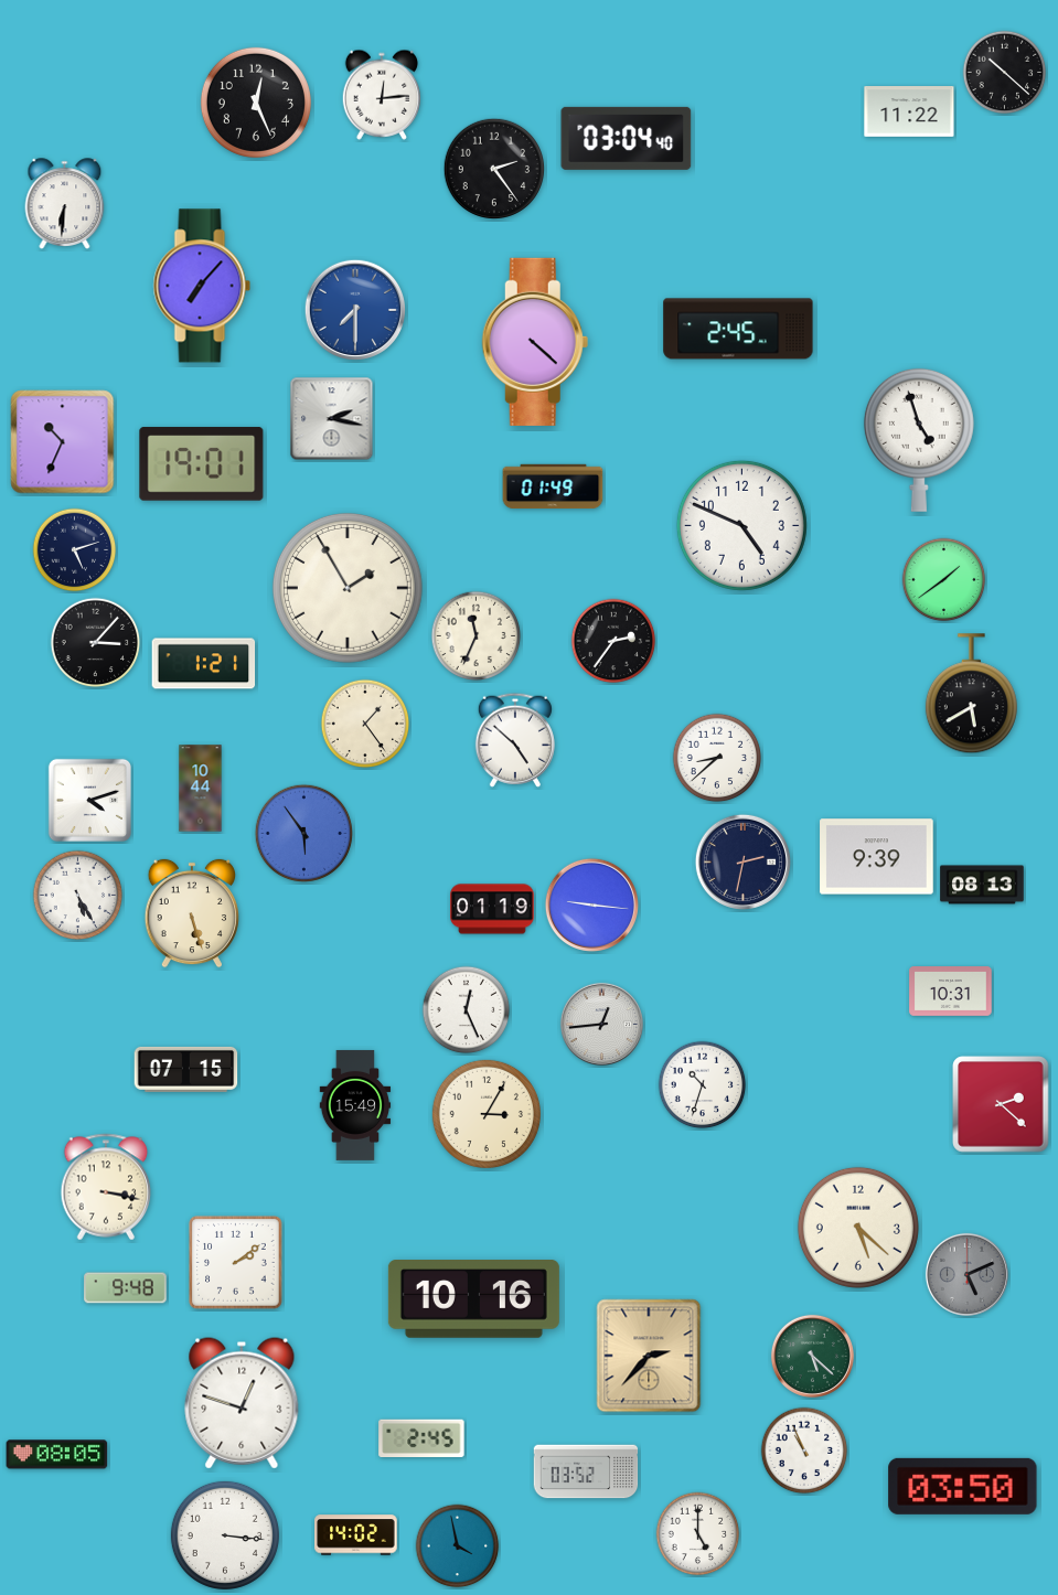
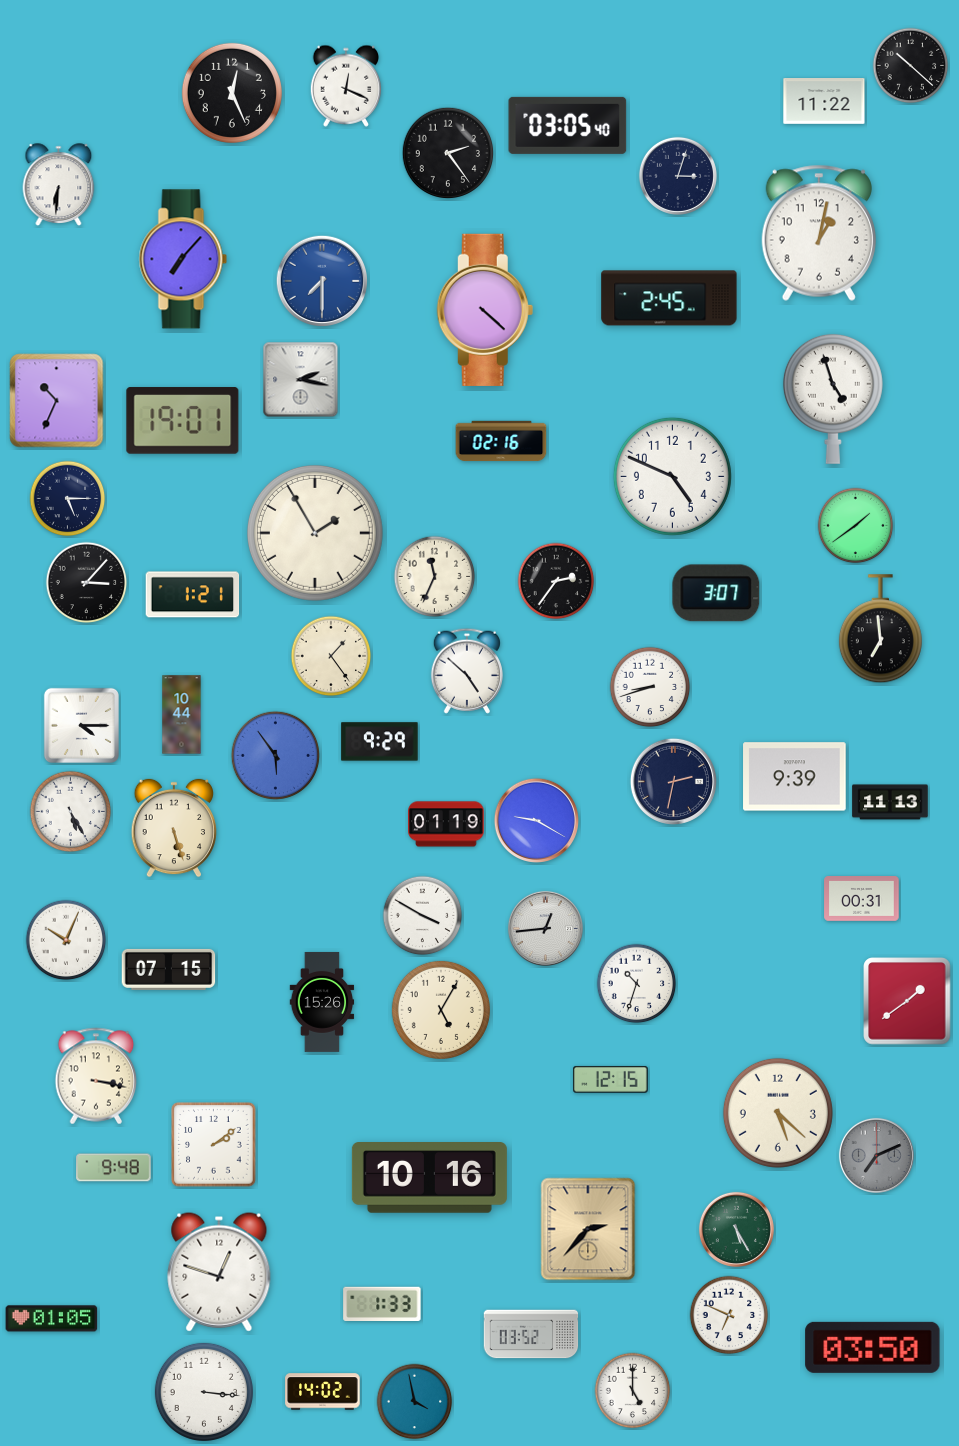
clock at (382, 95): 12:14 -> 12:19
clock at (627, 138): 03:04 -> 03:05
clock at (678, 176): none -> 3:03
clock at (819, 233): none -> 1:02
clock at (553, 486): 01:49 -> 02:16
clock at (75, 550): 5:12 -> 5:15
clock at (477, 636) position: (477, 636) -> (435, 577)
clock at (716, 593): none -> 3:07
clock at (204, 664) position: (204, 664) -> (193, 595)
clock at (971, 694): 5:40 -> 6:59
clock at (717, 758): 8:38 -> 8:42
clock at (89, 800): 4:12 -> 4:15
clock at (380, 742): none -> 9:29
clock at (982, 885): 08:13 -> 11:13
clock at (591, 904): 9:16 -> 9:20
clock at (951, 992): 10:31 -> 00:31
clock at (467, 1010): 12:26 -> 3:50
clock at (66, 940): none -> 10:04
clock at (1001, 1104): 2:22 -> 1:39
clock at (355, 1105): 15:49 -> 15:26
clock at (487, 1114): 3:05 -> 5:05
clock at (611, 1080): none -> 12:15
clock at (966, 1274): 5:11 -> 7:11
clock at (812, 1356): 5:22 -> 5:25
clock at (421, 1437): 2:45 -> 1:33
clock at (804, 1451): 10:56 -> 6:49
clock at (57, 1455): 08:05 -> 01:05
